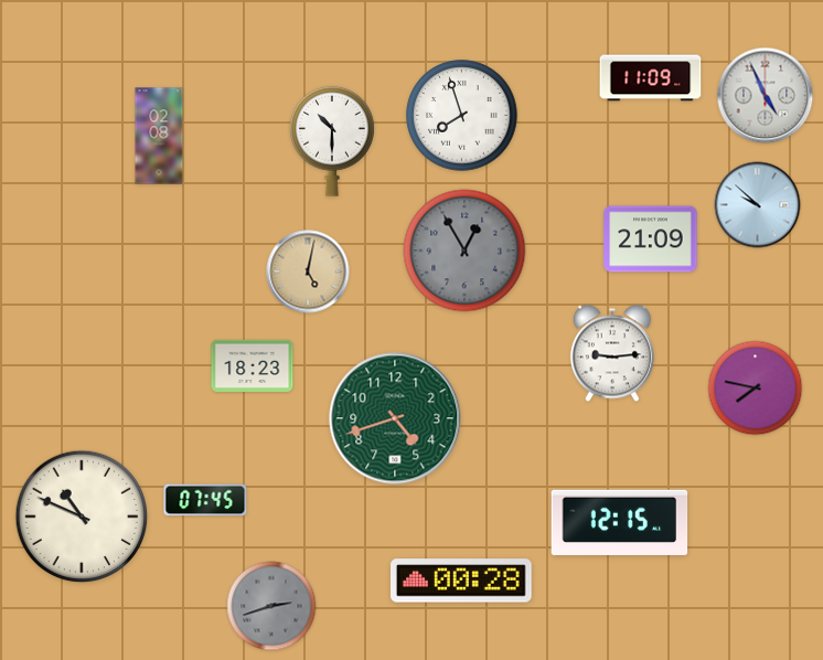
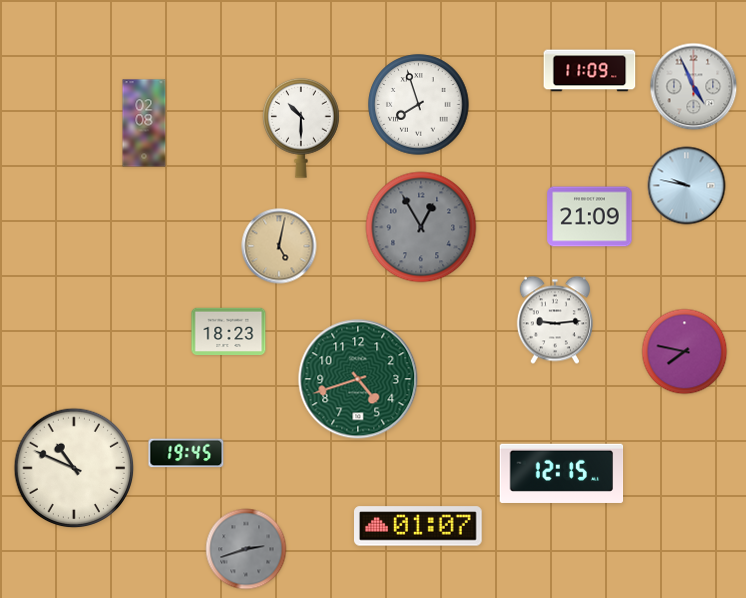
clock at (758, 205): 9:52 -> 9:47
clock at (205, 500): 07:45 -> 19:45
clock at (461, 581): 00:28 -> 01:07
